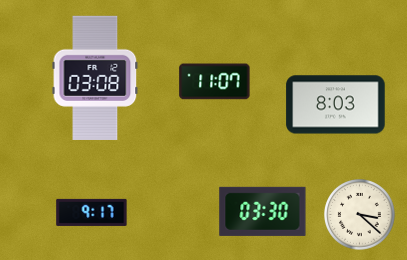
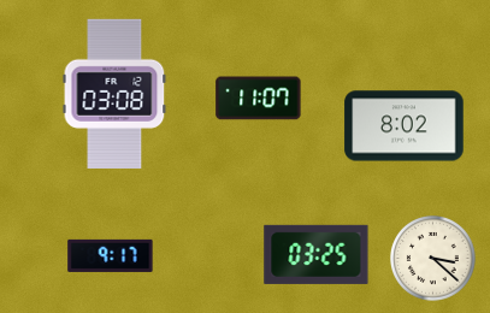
clock at (336, 105): 8:03 -> 8:02
clock at (263, 211): 03:30 -> 03:25
